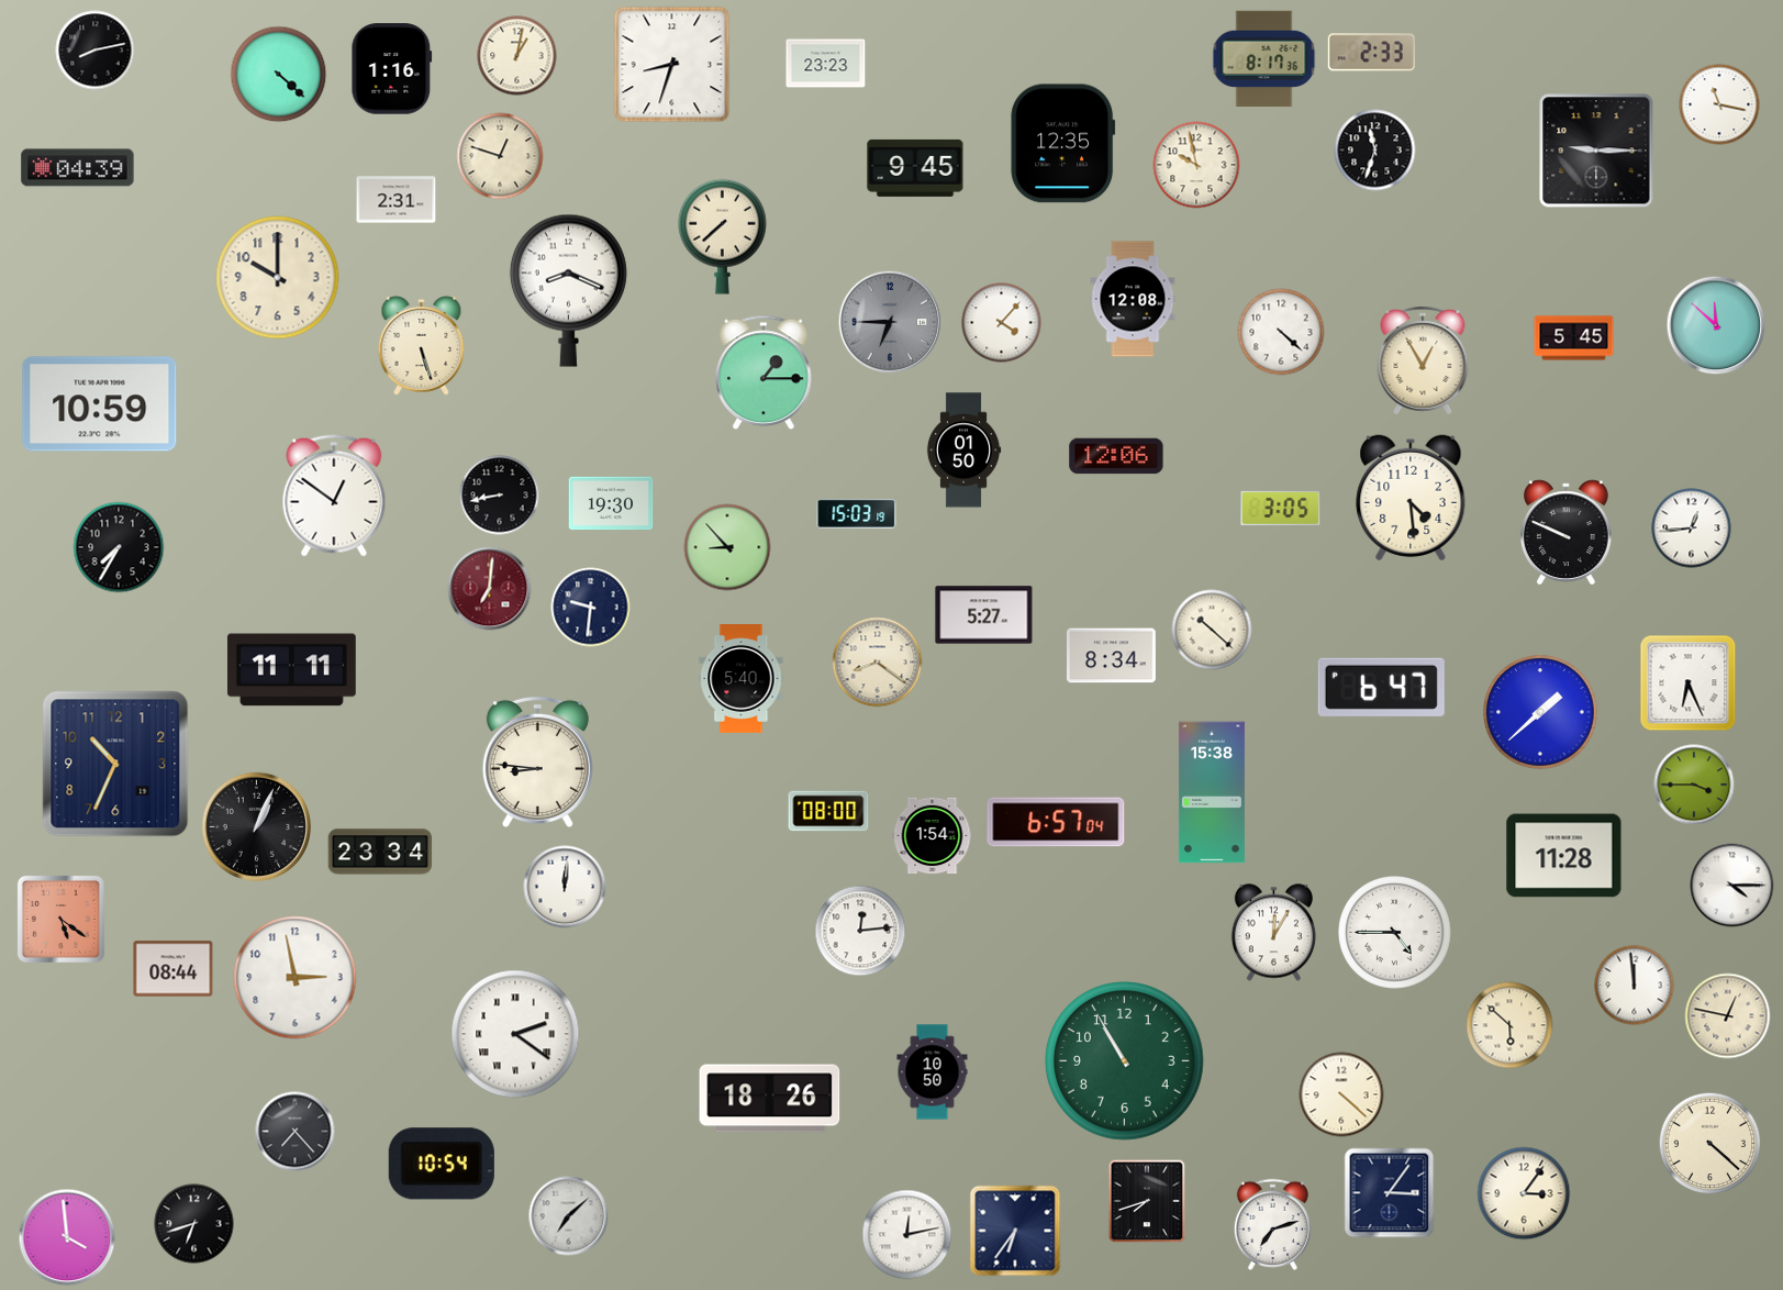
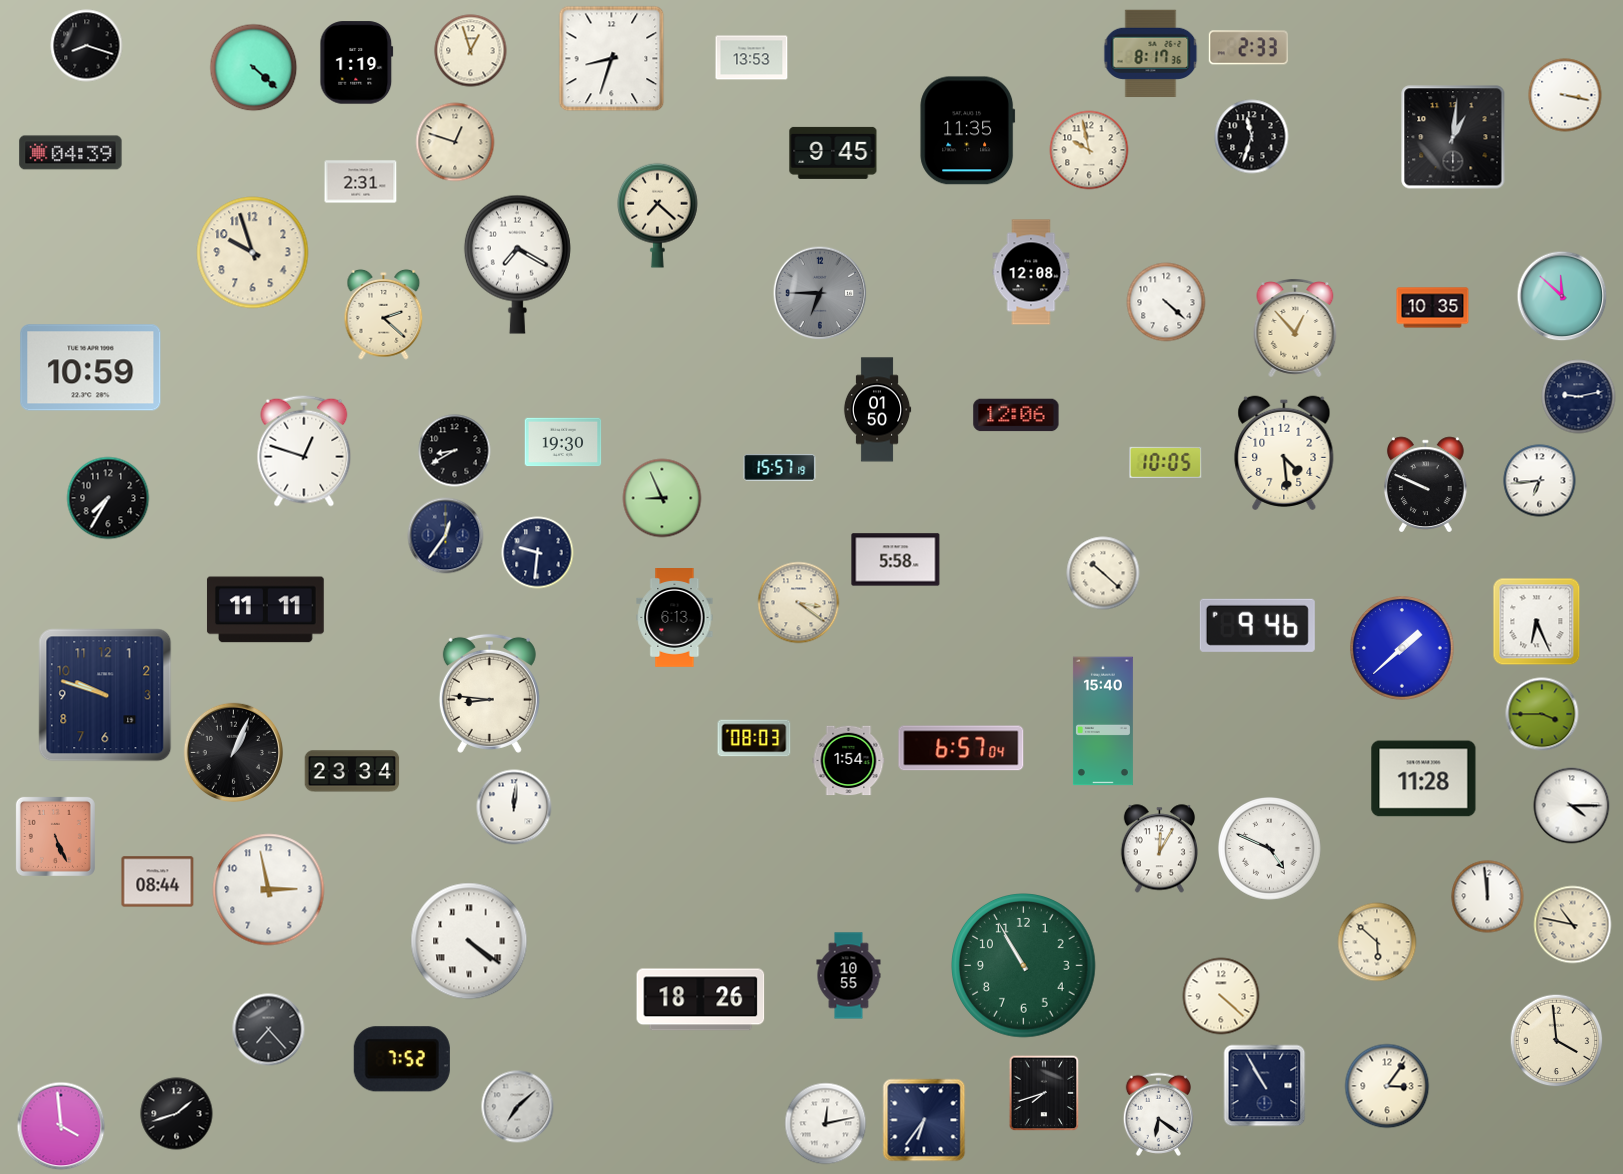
clock at (96, 51): 8:13 -> 8:18
clock at (517, 56): 1:02 -> 12:57
clock at (826, 64): 23:23 -> 13:53
clock at (392, 69): 1:16 -> 1:19
clock at (1719, 104): 11:17 -> 3:17
clock at (1063, 144): 12:35 -> 11:35
clock at (1596, 151): 9:15 -> 1:01
clock at (723, 236): 7:38 -> 7:22
clock at (278, 278): 10:00 -> 9:57
clock at (568, 290): 8:19 -> 7:20
clock at (890, 322) position: (890, 322) -> (820, 293)
clock at (1002, 323): 4:07 -> none
clock at (1574, 338): 5:45 -> 10:35
clock at (422, 345): 5:27 -> 2:22
clock at (1423, 360): 12:55 -> 12:53
clock at (764, 372): 1:15 -> none
clock at (1579, 397): none -> 9:13
clock at (334, 496): 12:51 -> 12:48
clock at (500, 496): 8:43 -> 8:40
clock at (611, 503) position: (611, 503) -> (563, 442)
clock at (1281, 508): 3:05 -> 10:05
clock at (857, 514): 15:03 -> 15:57
clock at (1692, 529): 12:44 -> 6:44
clock at (727, 547): 8:53 -> 8:56
clock at (490, 589): 7:01 -> 12:36
clock at (490, 589) dial: burgundy -> navy
clock at (984, 615): 5:27 -> 5:58
clock at (1111, 656): 8:34 -> none
clock at (878, 663): 8:21 -> 3:21
clock at (742, 679): 5:40 -> 6:13
clock at (1381, 687): 6:47 -> 9:46
clock at (115, 764): 10:34 -> 9:48
clock at (1212, 792): 15:38 -> 15:40
clock at (828, 811): 08:00 -> 08:03
clock at (380, 852) position: (380, 852) -> (352, 771)
clock at (1732, 886) position: (1732, 886) -> (1572, 806)
clock at (60, 919): 5:21 -> 5:26
clock at (860, 931): 12:14 -> none
clock at (1395, 933): 4:45 -> 4:49
clock at (1728, 1016): 12:47 -> 10:47
clock at (1509, 1025) position: (1509, 1025) -> (1377, 942)
clock at (515, 1034): 2:21 -> 4:21
clock at (933, 1072): 10:50 -> 10:55
clock at (1710, 1144): 4:22 -> 3:59
clock at (442, 1164): 10:54 -> 7:52
clock at (1390, 1193): 3:06 -> 10:55
clock at (194, 1224): 6:42 -> 1:42
clock at (1272, 1224): 7:12 -> 6:21
